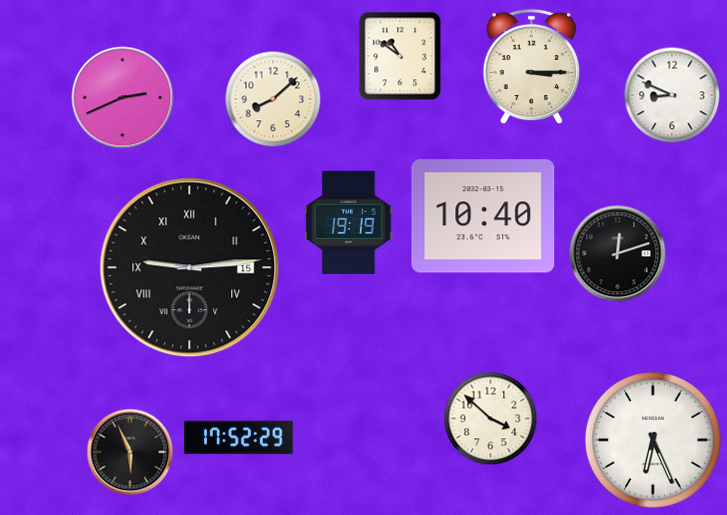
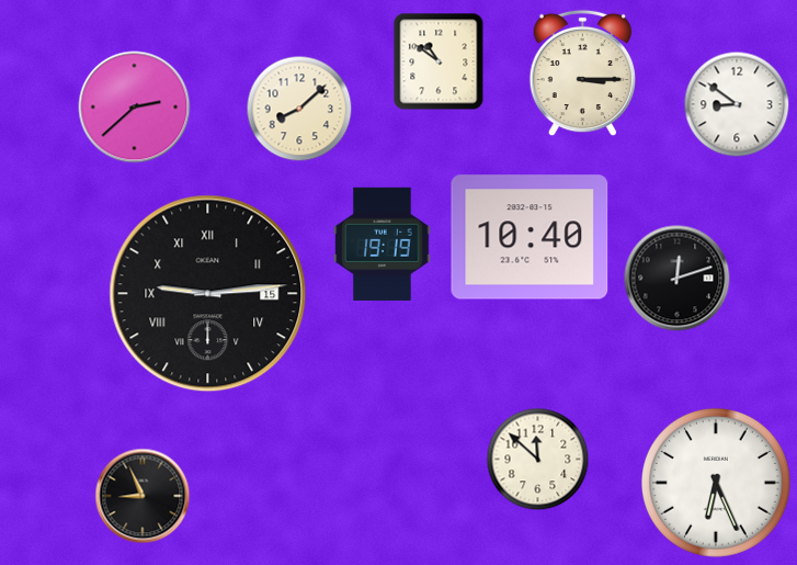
clock at (672, 95): 8:49 -> 8:51
clock at (123, 98): 2:41 -> 2:38
clock at (491, 419): 3:52 -> 11:52
clock at (239, 438): 17:52 -> none
clock at (130, 452): 5:56 -> 8:56
